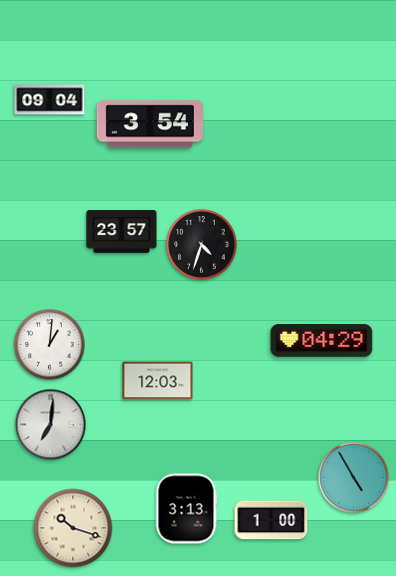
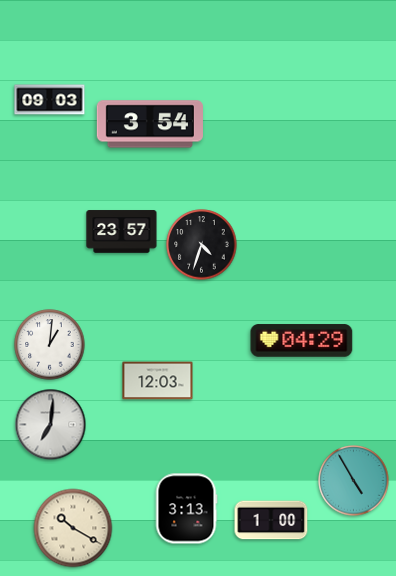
clock at (50, 100): 09:04 -> 09:03
clock at (322, 341) position: (322, 341) -> (302, 341)
clock at (354, 478) position: (354, 478) -> (354, 481)
clock at (73, 528): 10:18 -> 10:20
